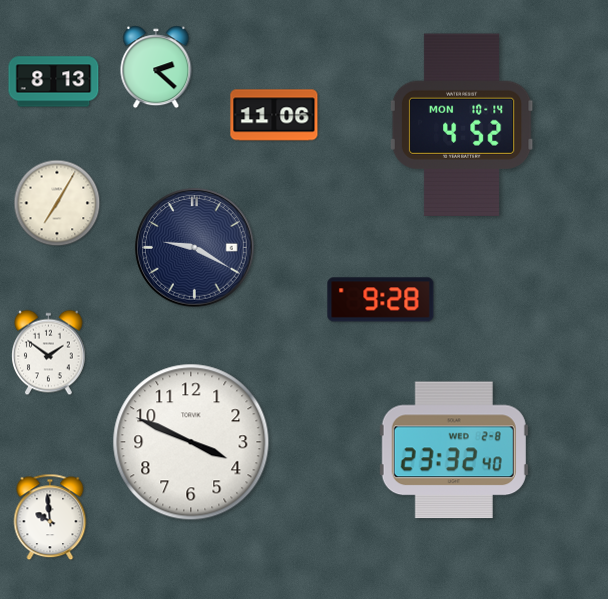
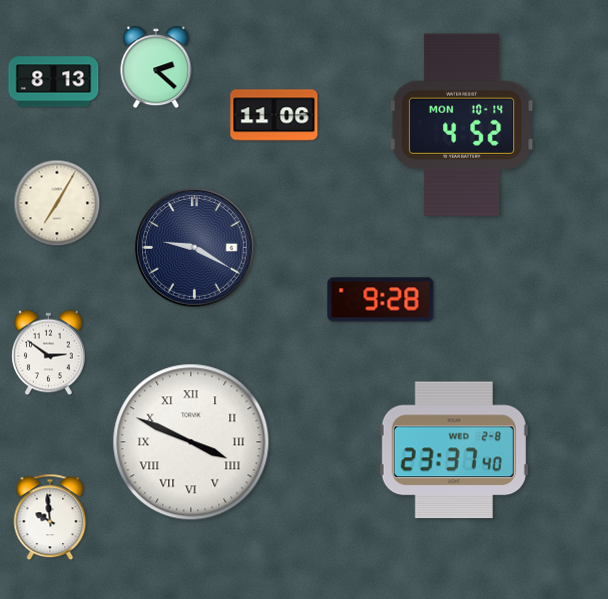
clock at (49, 353): 1:51 -> 2:51
clock at (191, 442) numerals: Arabic -> Roman
clock at (454, 450): 23:32 -> 23:37
